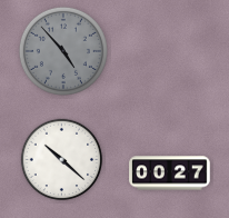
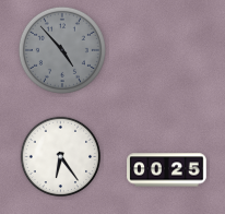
clock at (62, 160): 10:22 -> 6:24
clock at (170, 174): 00:27 -> 00:25
